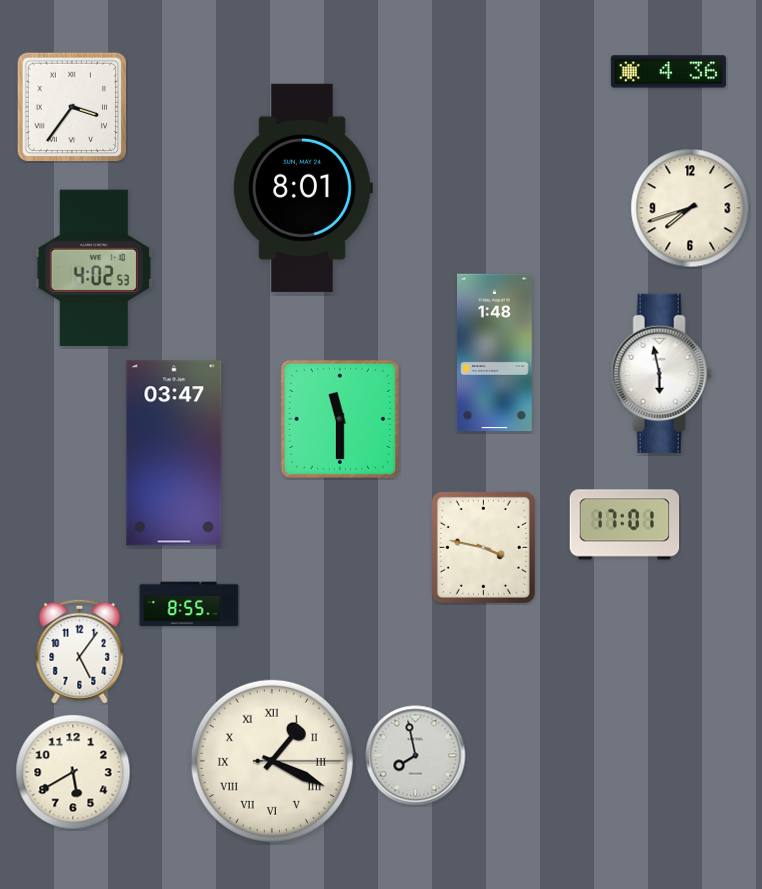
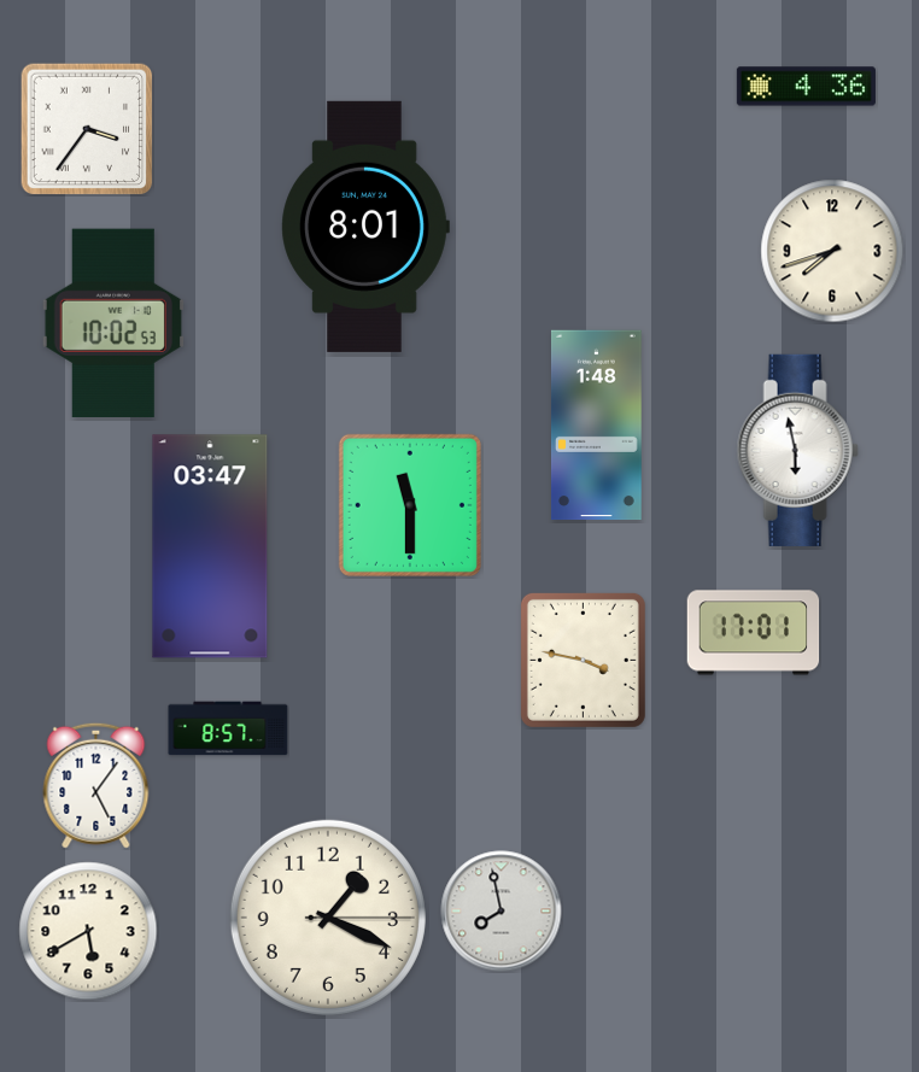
clock at (94, 267): 4:02 -> 10:02
clock at (189, 604): 8:55 -> 8:57
clock at (272, 761) numerals: Roman -> Arabic
